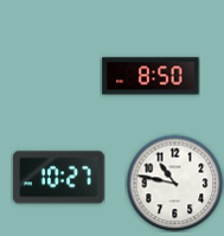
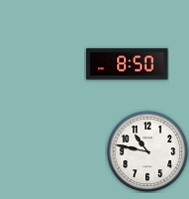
clock at (59, 178): 10:27 -> none
clock at (174, 183) position: (174, 183) -> (147, 151)
